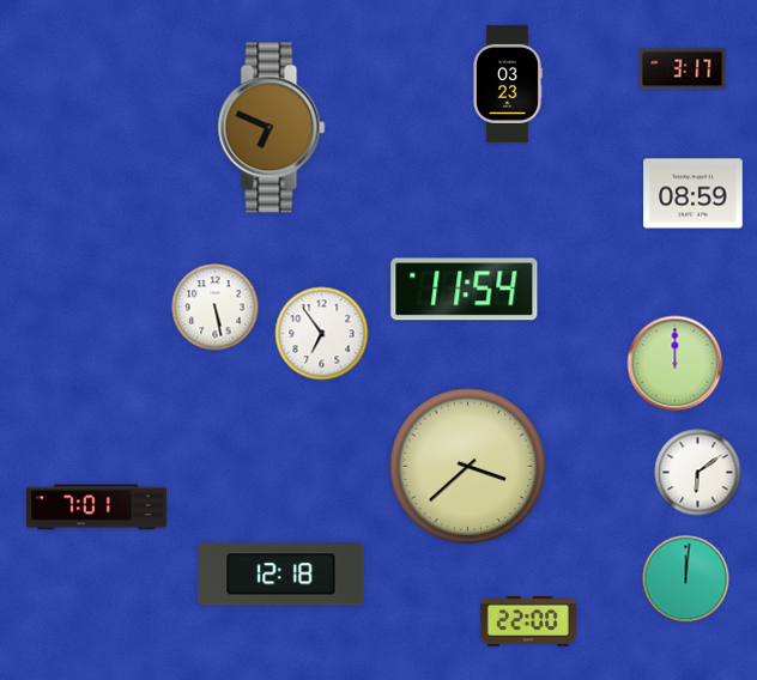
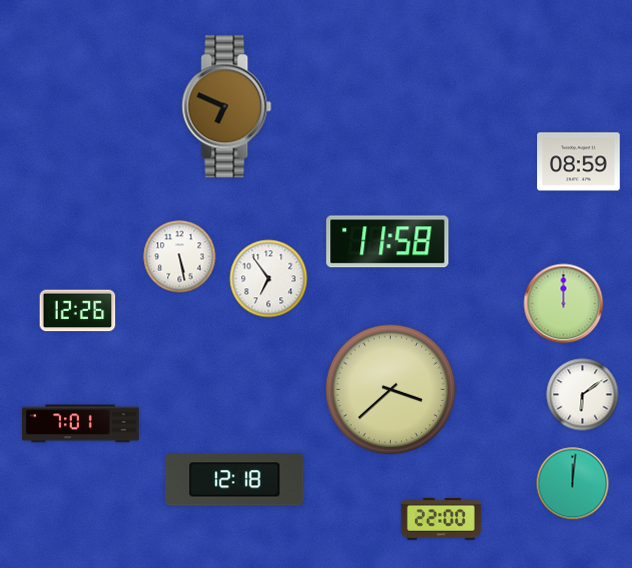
clock at (683, 69): 3:17 -> none
clock at (507, 84): 03:23 -> none
clock at (465, 290): 11:54 -> 11:58
clock at (78, 311): none -> 12:26
